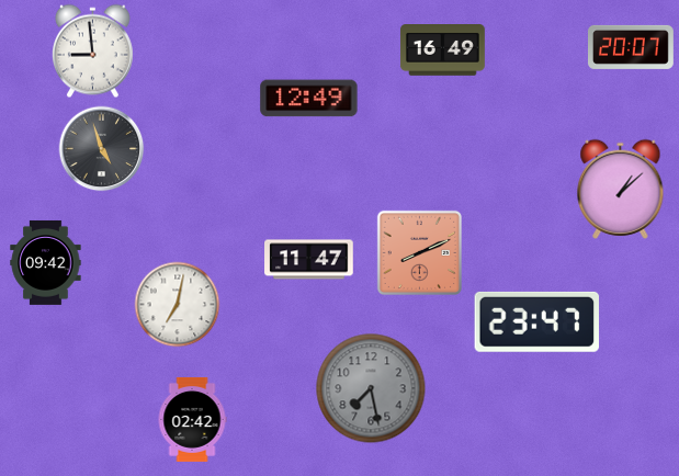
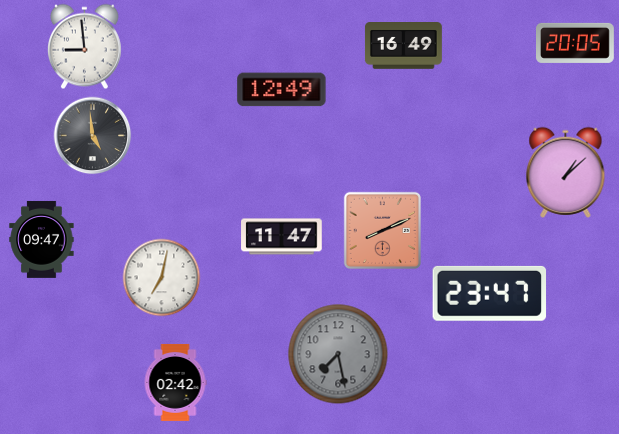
clock at (632, 47): 20:07 -> 20:05
clock at (101, 148): 4:57 -> 4:59
clock at (46, 262): 09:42 -> 09:47
